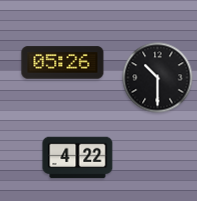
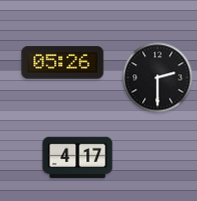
clock at (158, 78): 10:30 -> 2:30
clock at (78, 158): 4:22 -> 4:17
